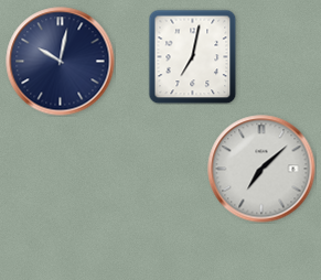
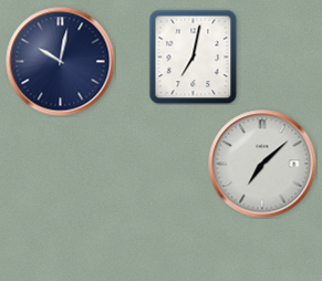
clock at (261, 169) position: (261, 169) -> (262, 164)
